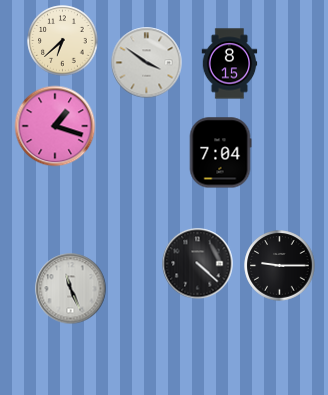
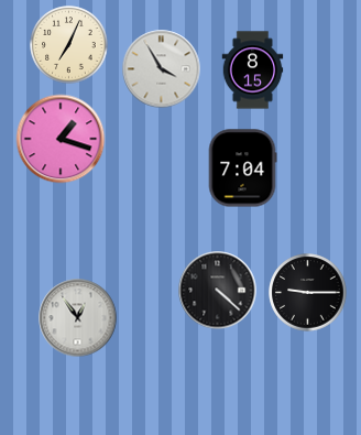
clock at (63, 41): 6:38 -> 7:04
clock at (147, 63): 3:51 -> 3:55
clock at (71, 289): 11:26 -> 12:54
